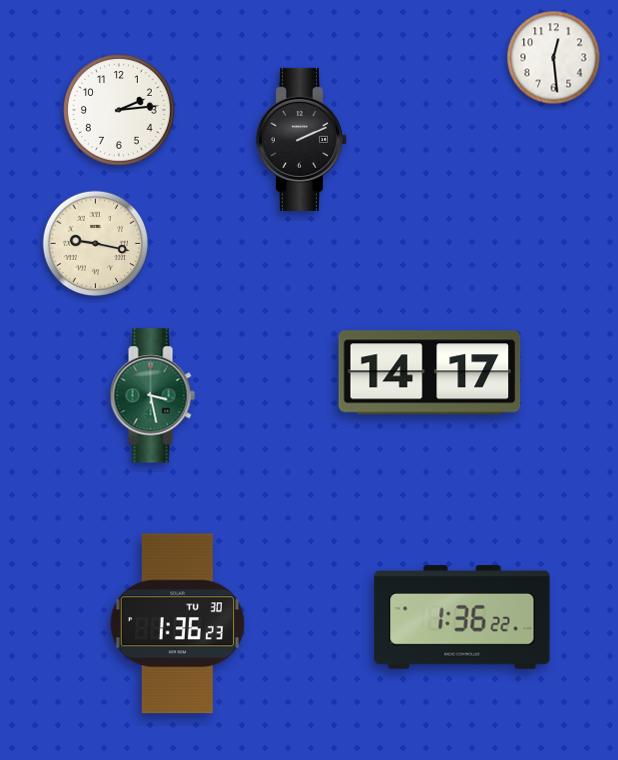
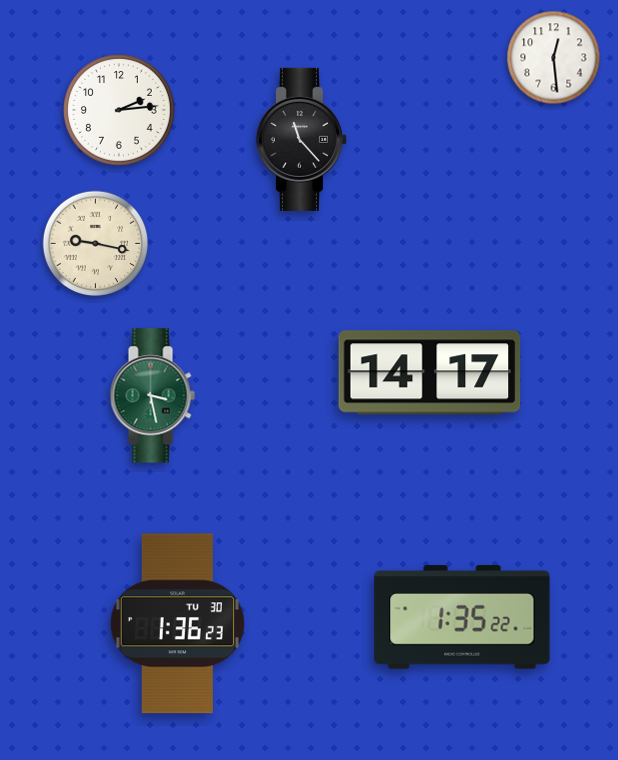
clock at (301, 139): 2:11 -> 11:23
clock at (462, 617): 1:36 -> 1:35
